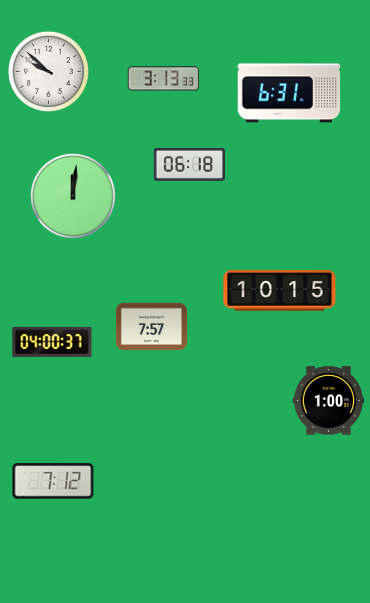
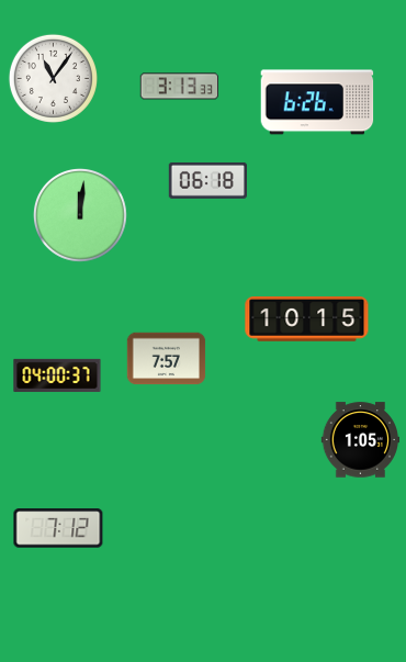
clock at (48, 71): 9:52 -> 11:06
clock at (289, 93): 6:31 -> 6:26
clock at (329, 401): 1:00 -> 1:05
